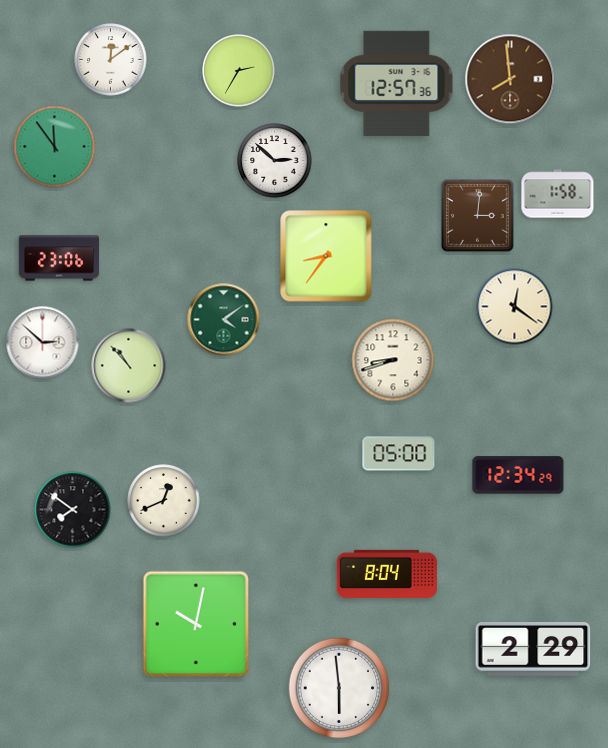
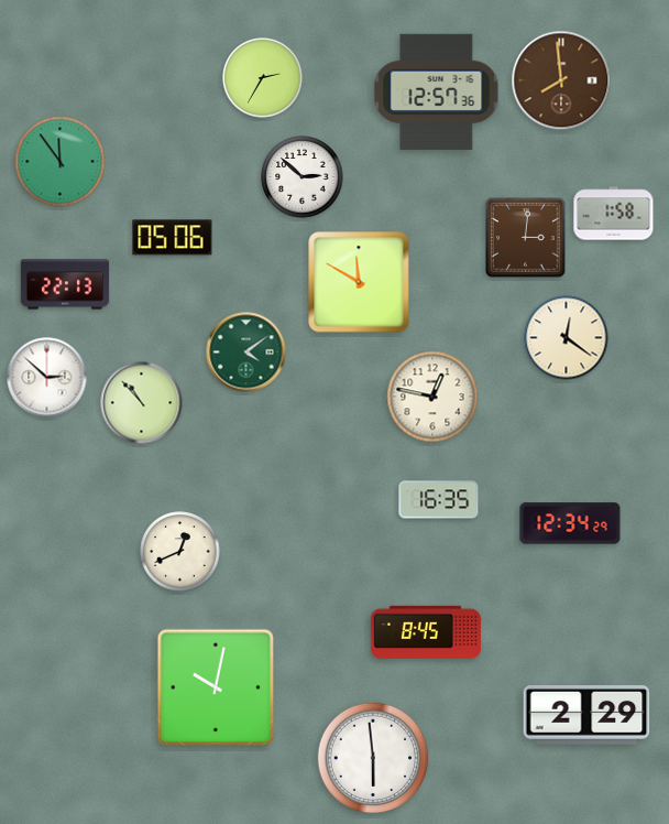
clock at (111, 60): 12:09 -> none
clock at (510, 79) position: (510, 79) -> (561, 80)
clock at (173, 238): none -> 05:06
clock at (326, 256): 8:36 -> 11:50
clock at (59, 258): 23:06 -> 22:13
clock at (393, 360): 8:42 -> 12:47
clock at (399, 454): 05:00 -> 16:35
clock at (73, 510): 7:51 -> none
clock at (387, 574): 8:04 -> 8:45
